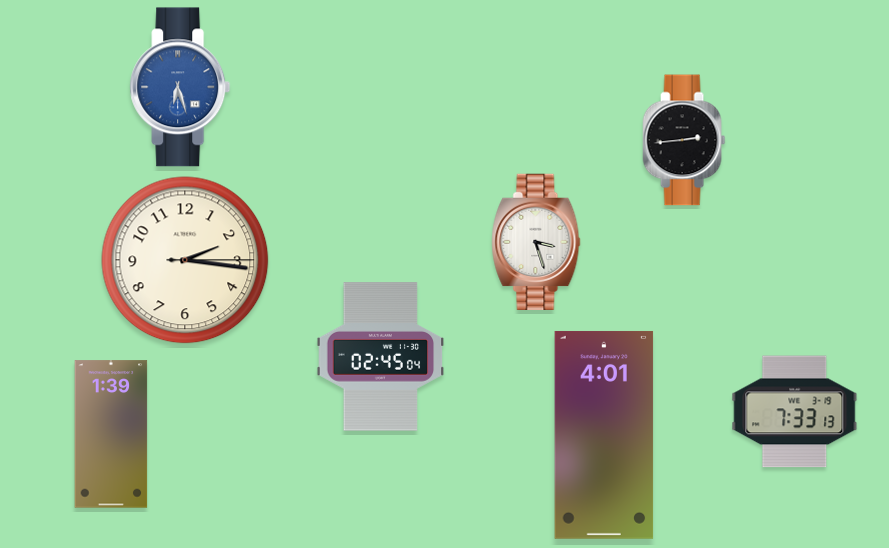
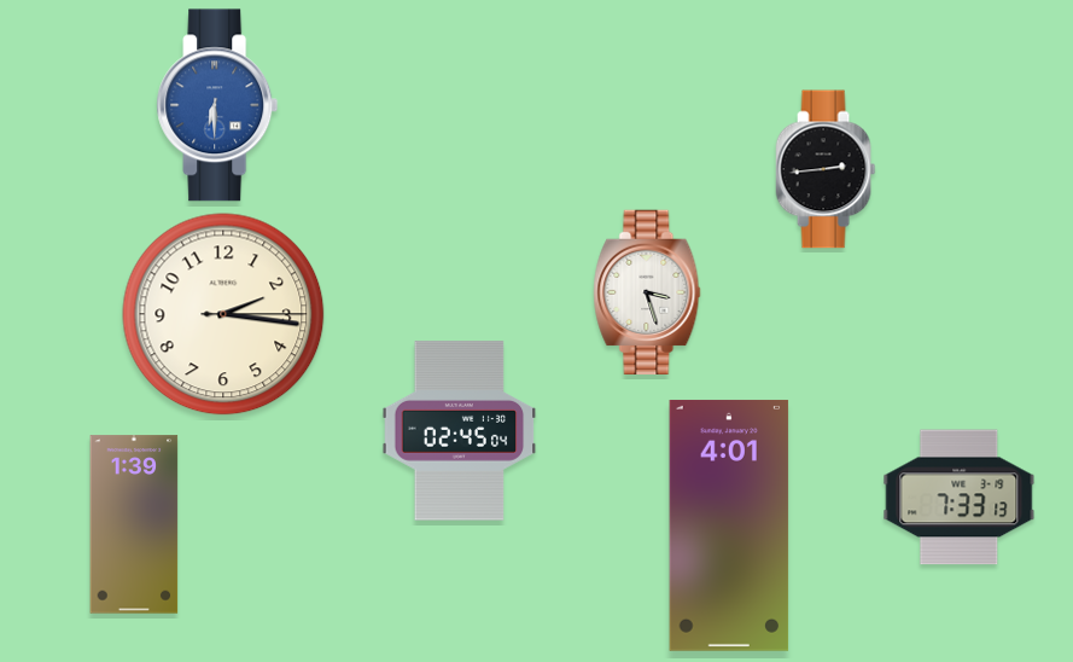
clock at (180, 87): 6:27 -> 6:30
